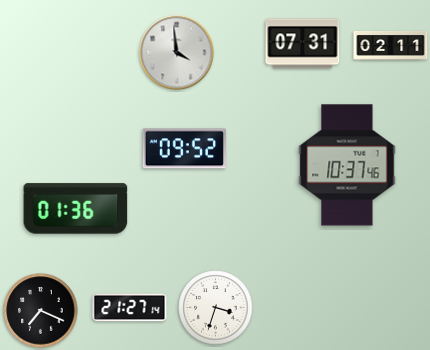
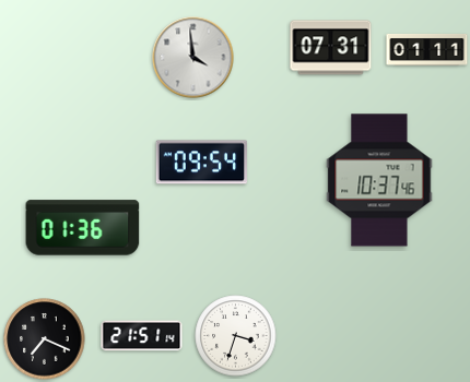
clock at (391, 45): 02:11 -> 01:11
clock at (184, 149): 09:52 -> 09:54
clock at (130, 308): 21:27 -> 21:51
